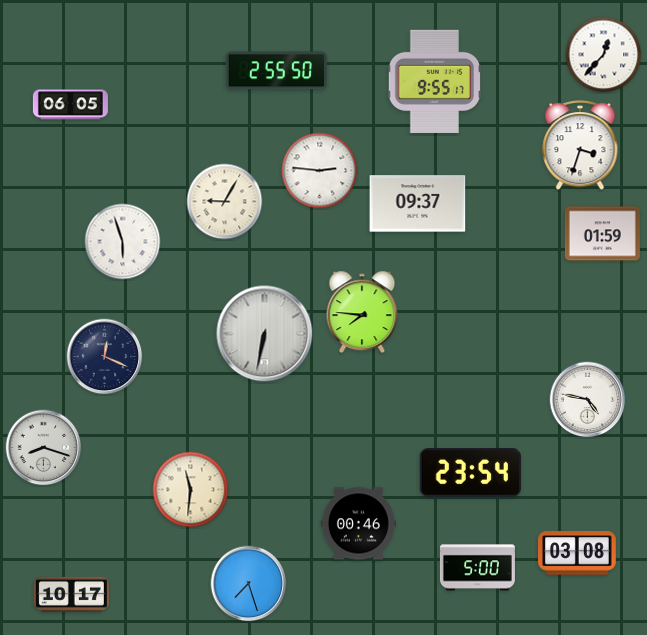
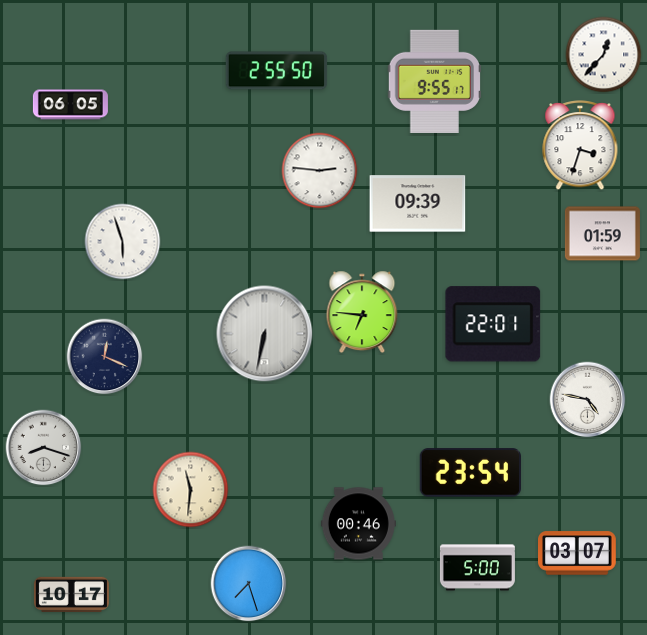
clock at (225, 202): 9:05 -> none
clock at (418, 204): 09:37 -> 09:39
clock at (362, 312): 7:46 -> 6:46
clock at (493, 324): none -> 22:01
clock at (578, 553): 03:08 -> 03:07
